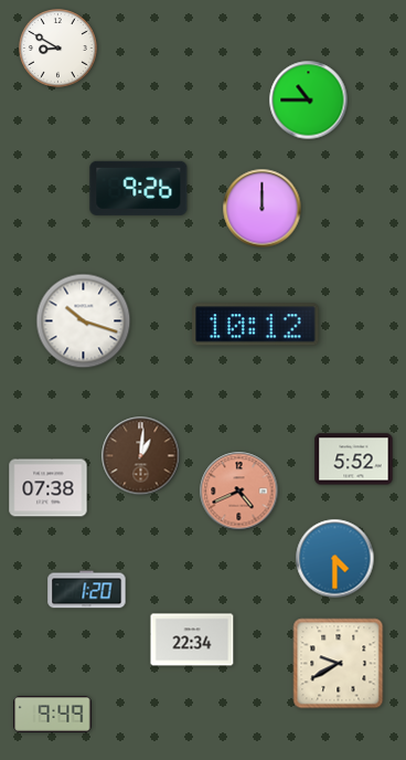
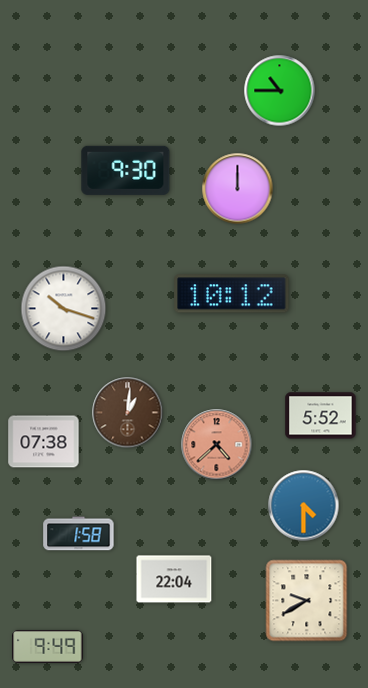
clock at (58, 49): 8:50 -> none
clock at (139, 188): 9:26 -> 9:30
clock at (84, 321) position: (84, 321) -> (64, 309)
clock at (239, 492): 4:41 -> 4:38
clock at (87, 590): 1:20 -> 1:58
clock at (192, 640): 22:34 -> 22:04
